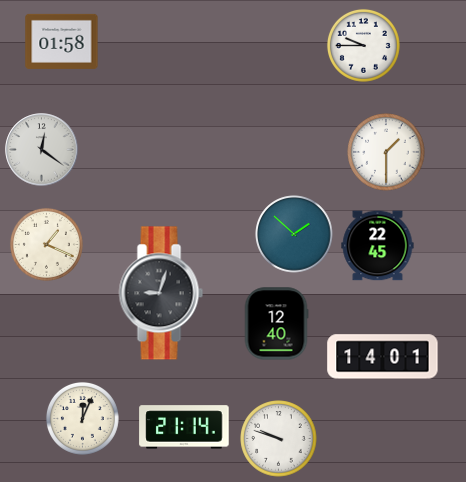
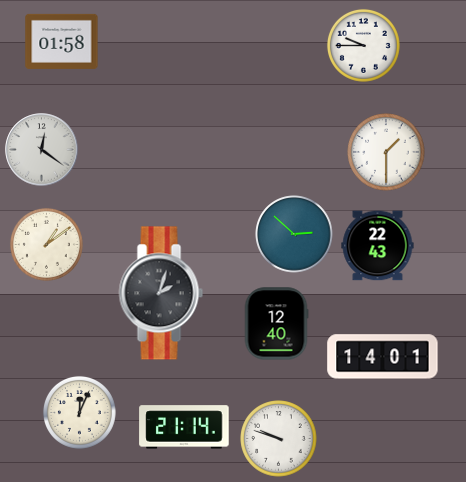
clock at (294, 234): 1:52 -> 2:52
clock at (46, 244): 1:19 -> 1:09
clock at (378, 246): 22:45 -> 22:43
clock at (161, 293): 9:03 -> 2:03
clock at (82, 418) position: (82, 418) -> (79, 412)
